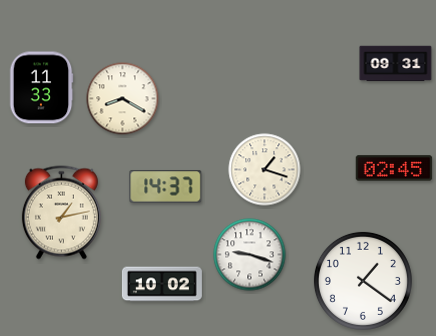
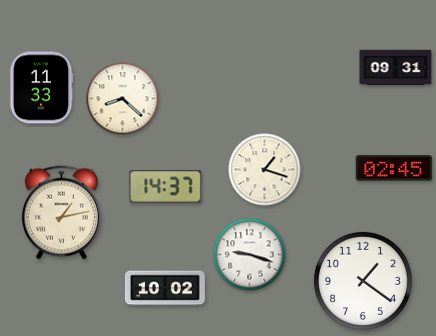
clock at (396, 64) position: (396, 64) -> (396, 68)
clock at (123, 99): 8:20 -> 8:22
clock at (162, 284) position: (162, 284) -> (165, 288)
